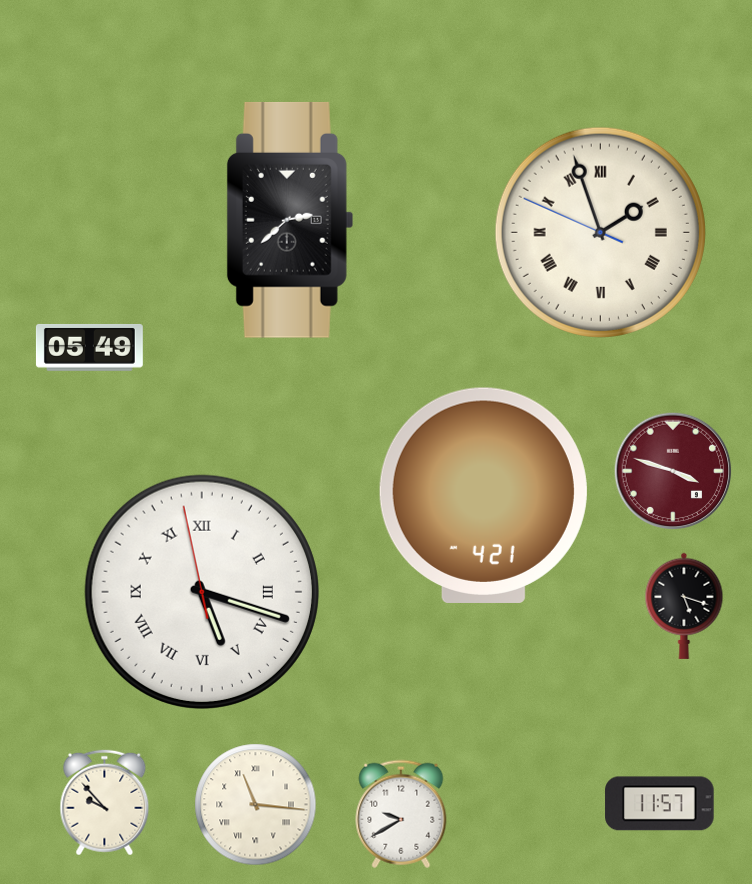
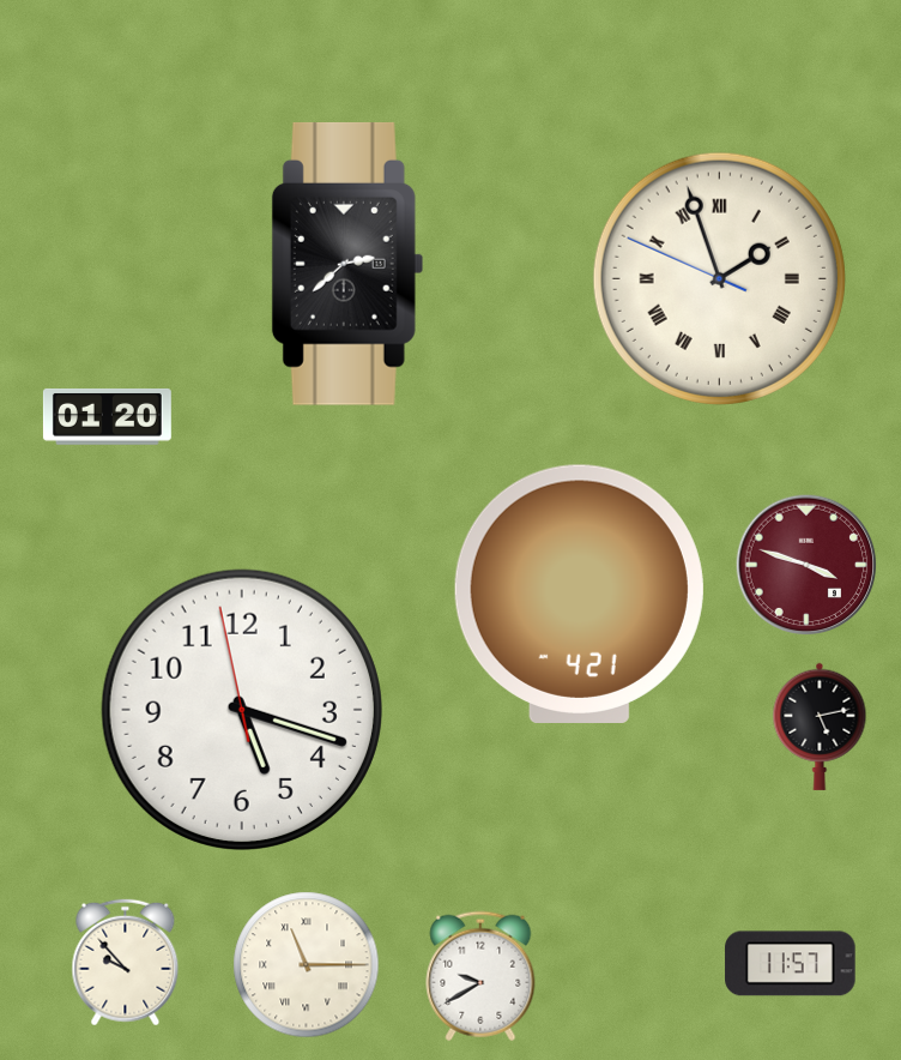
clock at (89, 347): 05:49 -> 01:20
clock at (202, 592) numerals: Roman -> Arabic
clock at (684, 606): 5:18 -> 5:13
clock at (256, 805): 11:16 -> 11:15
